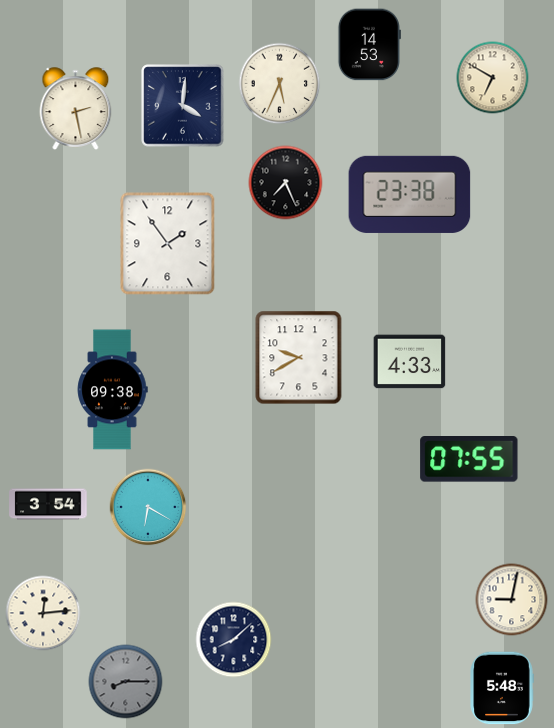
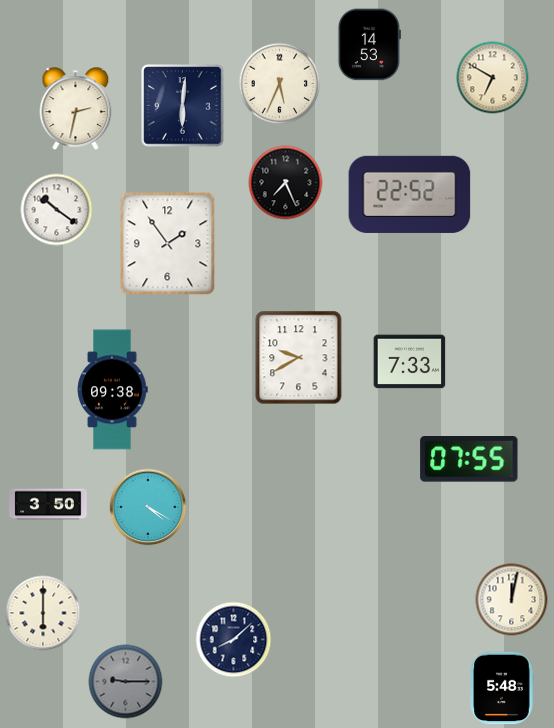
clock at (183, 106): 4:01 -> 6:01
clock at (76, 108): 2:28 -> 2:32
clock at (410, 194): 23:38 -> 22:52
clock at (57, 210): none -> 10:21
clock at (410, 362): 4:33 -> 7:33
clock at (48, 504): 3:54 -> 3:50
clock at (148, 507): 6:20 -> 4:20
clock at (512, 600): 9:02 -> 12:02
clock at (43, 613): 12:14 -> 6:00
clock at (126, 682): 8:15 -> 9:15
